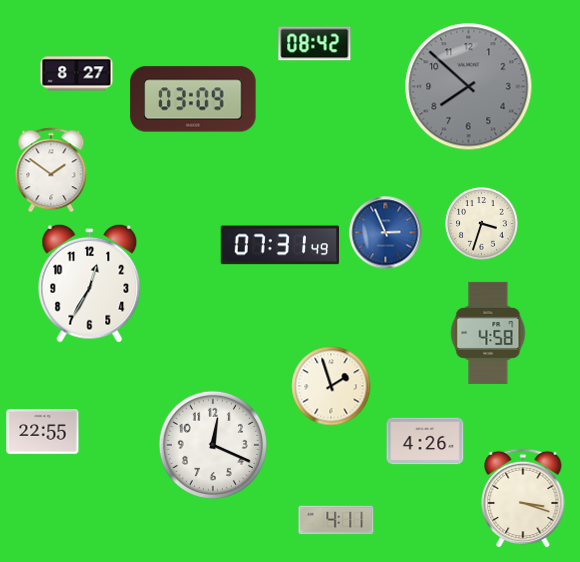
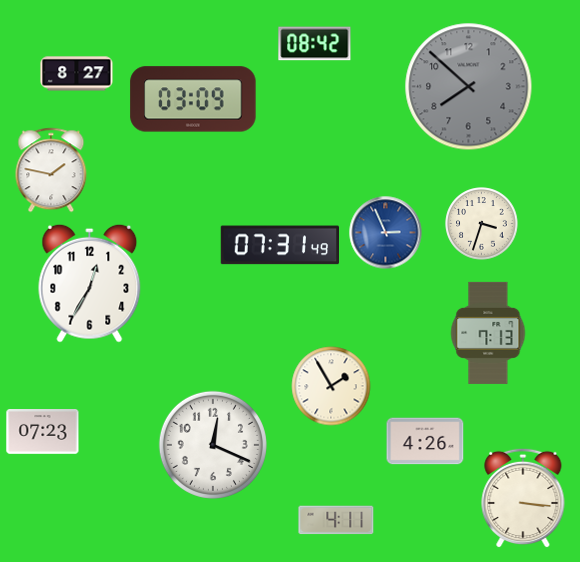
clock at (51, 170): 1:51 -> 1:47
clock at (488, 333): 4:58 -> 7:13
clock at (331, 386): 1:57 -> 1:55
clock at (43, 432): 22:55 -> 07:23
clock at (523, 498): 3:18 -> 3:16
